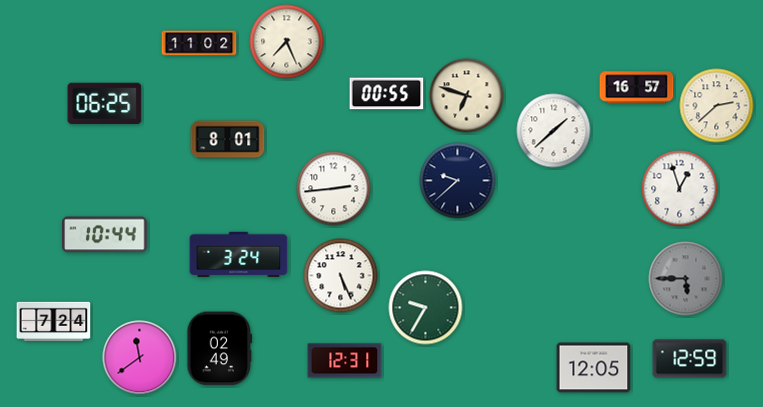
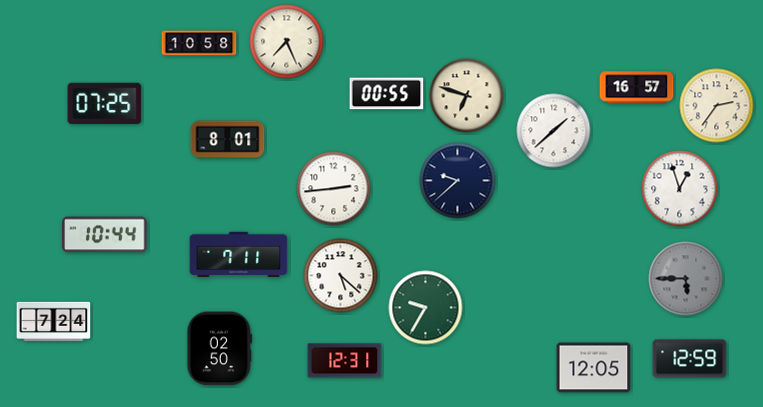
clock at (199, 43): 11:02 -> 10:58
clock at (105, 104): 06:25 -> 07:25
clock at (717, 106): 2:38 -> 2:36
clock at (239, 254): 3:24 -> 7:11
clock at (341, 276): 5:26 -> 5:22
clock at (220, 349): 02:49 -> 02:50
clock at (140, 358): 11:39 -> none
